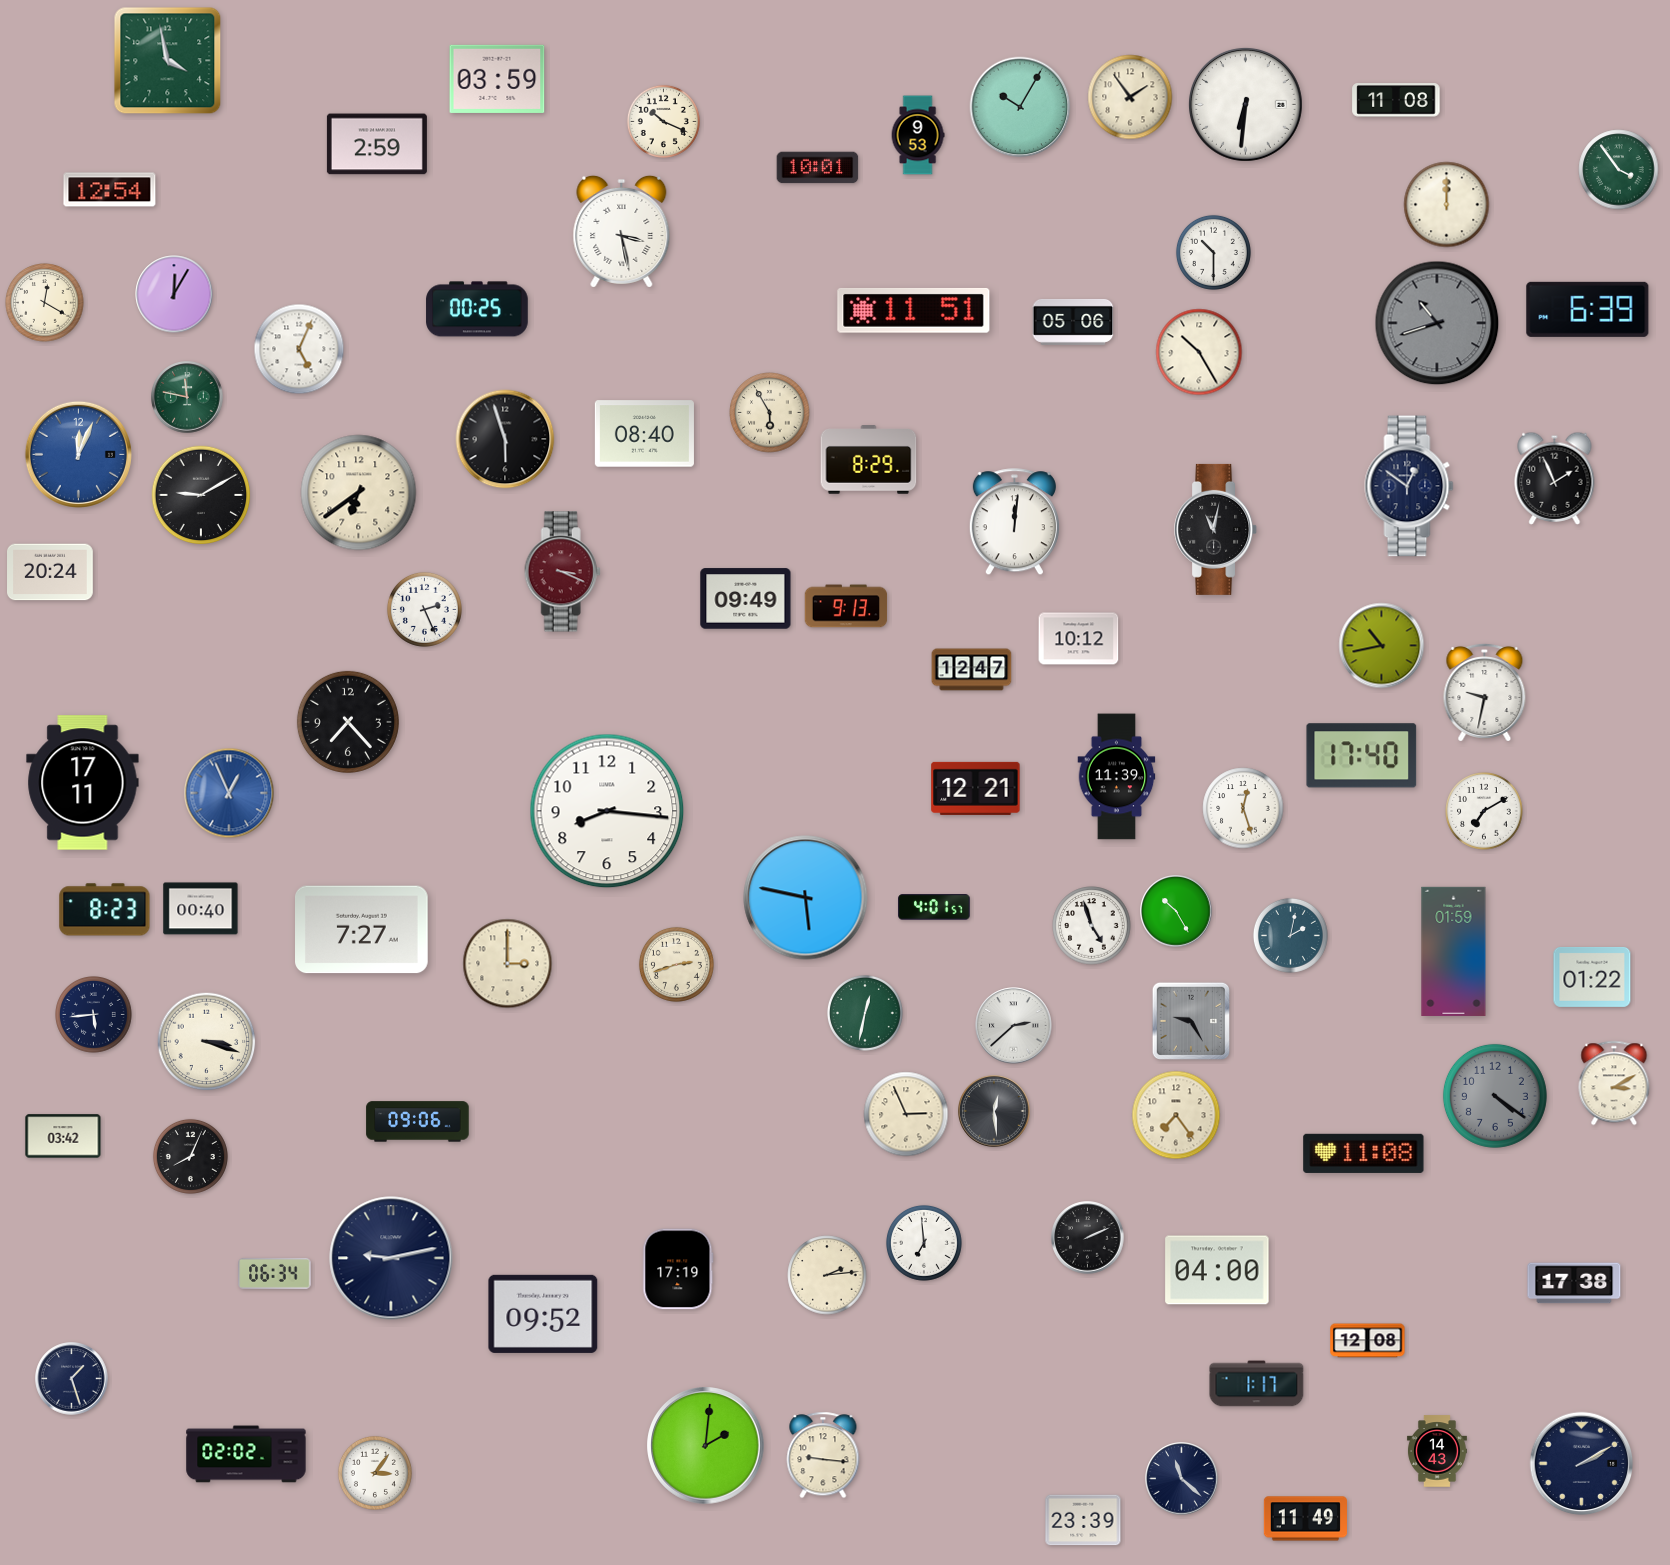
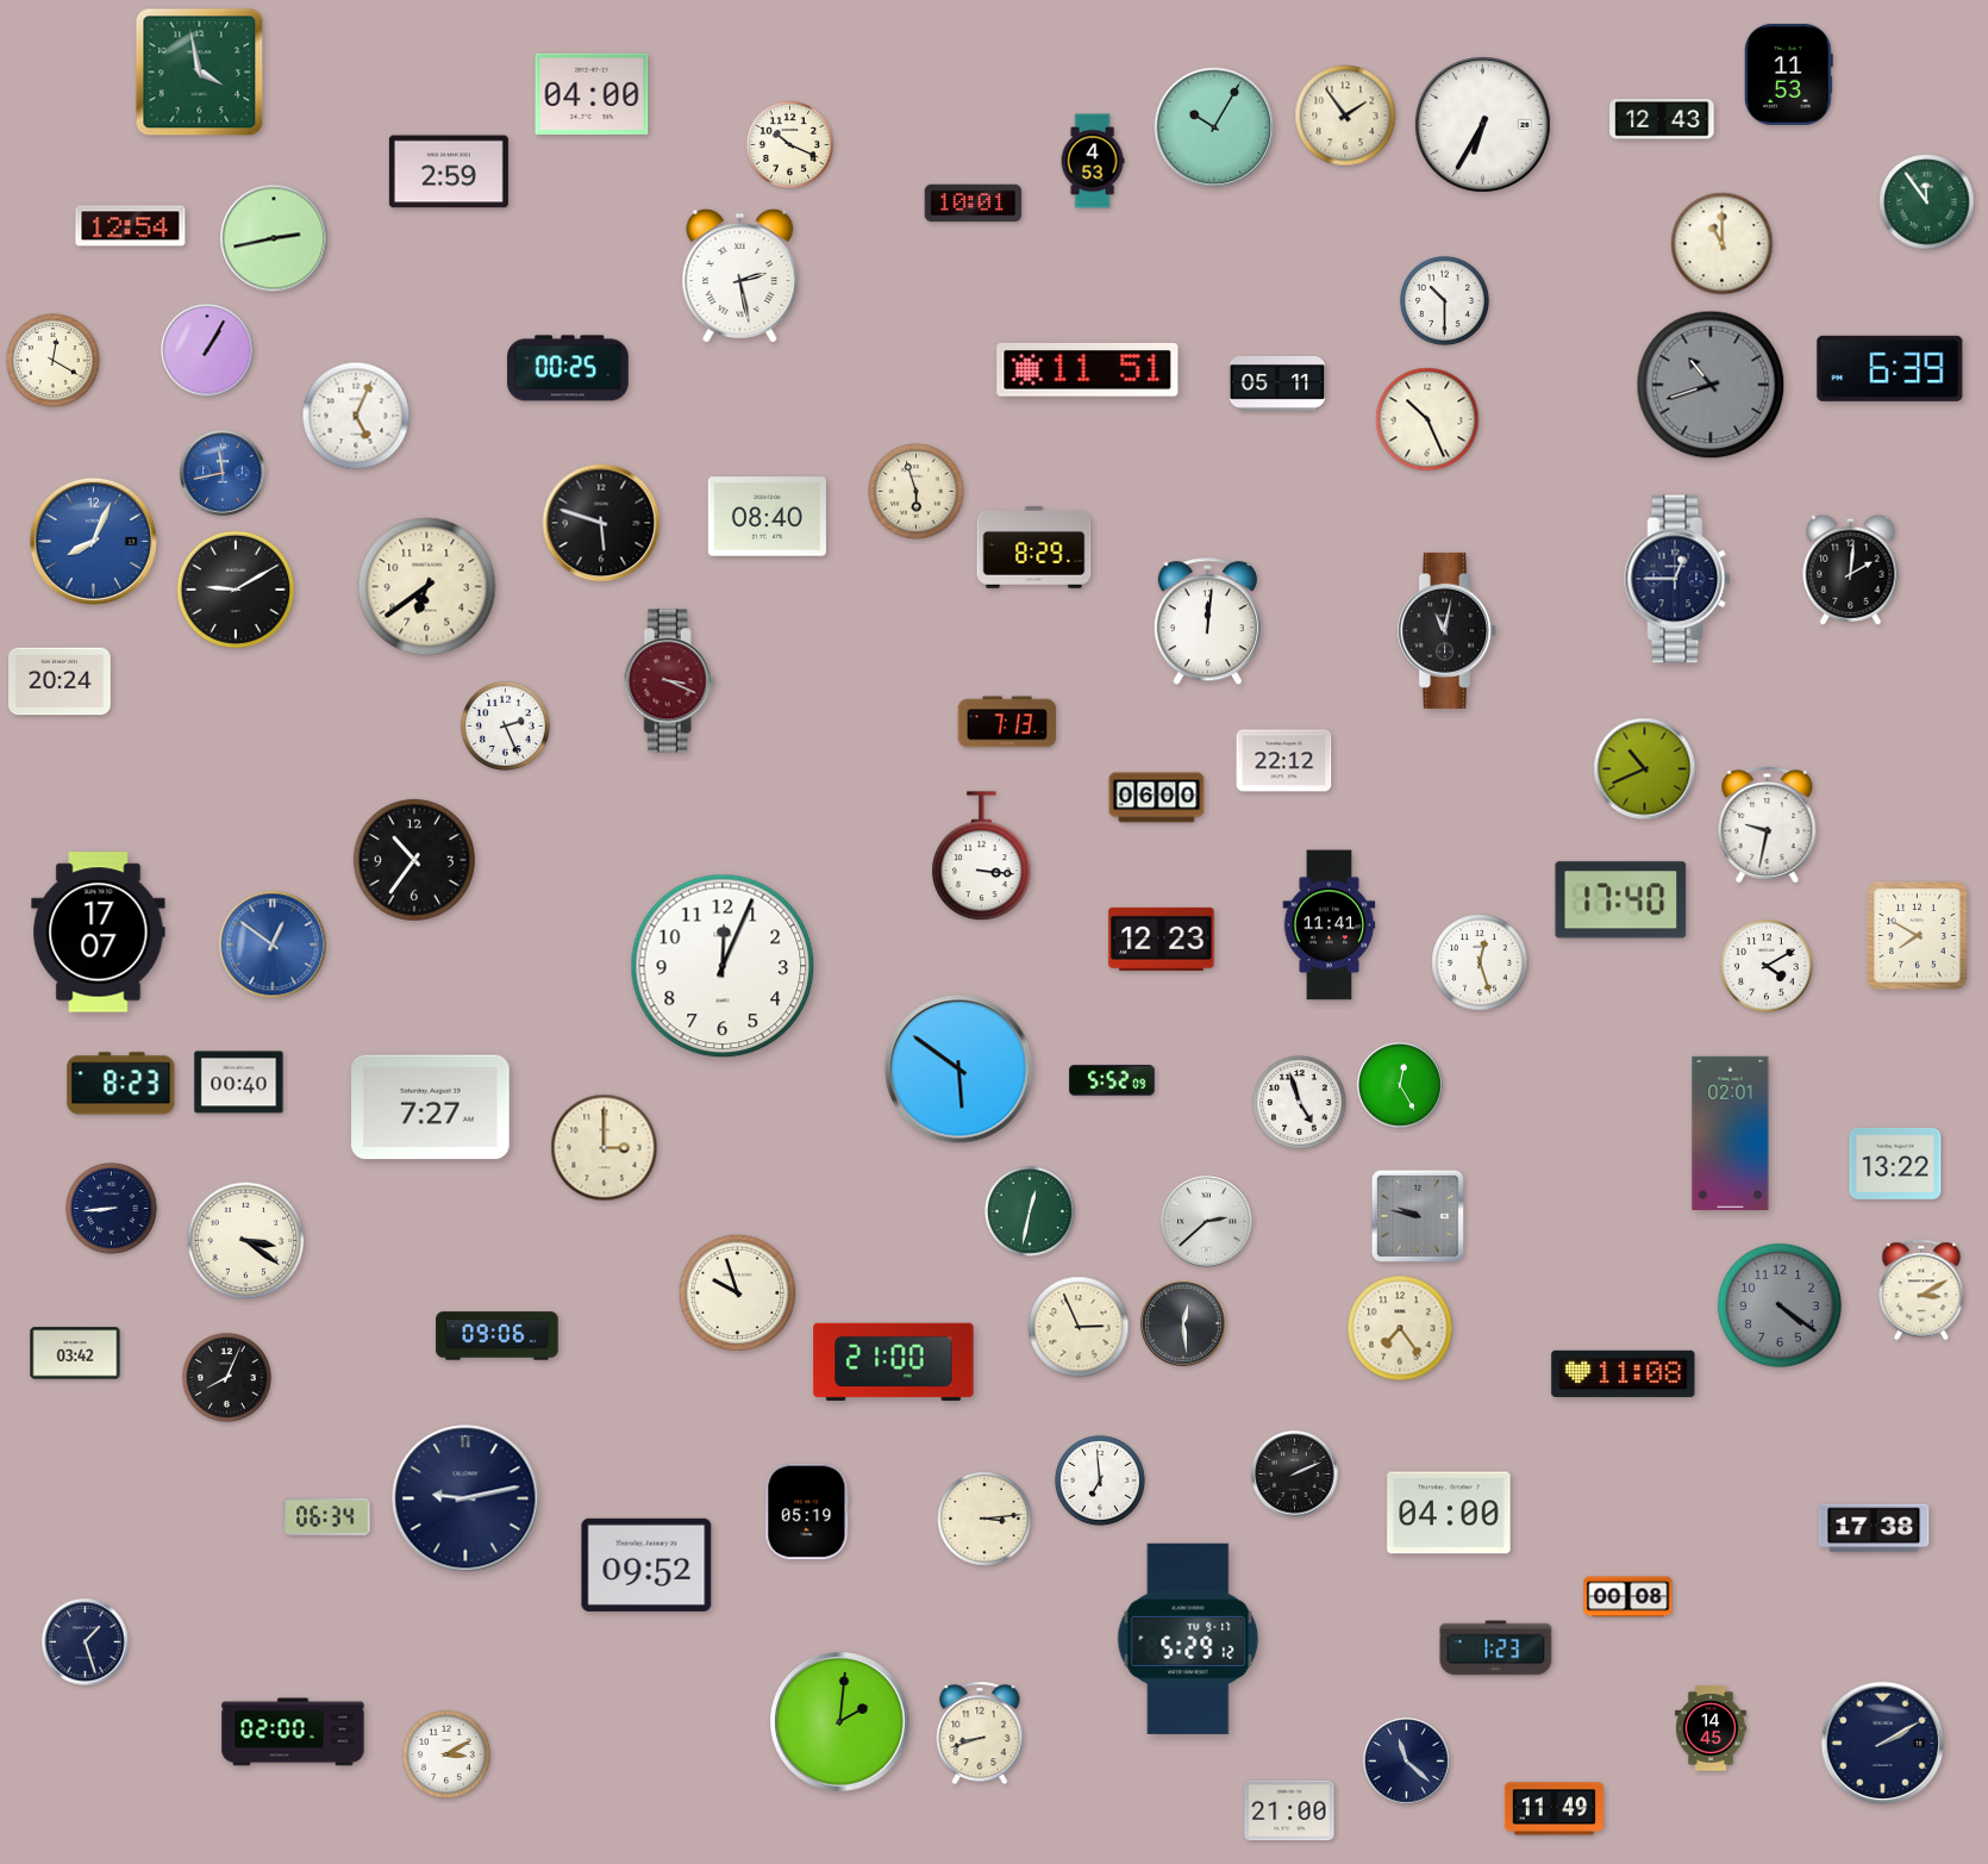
clock at (1788, 74): none -> 11:53
clock at (497, 79): 03:59 -> 04:00
clock at (1396, 100): 11:08 -> 12:43
clock at (1245, 104): 6:31 -> 6:35
clock at (918, 135): 9:53 -> 4:53
clock at (818, 168) position: (818, 168) -> (974, 204)
clock at (1619, 170): 3:54 -> 11:54
clock at (274, 238): none -> 2:43
clock at (1447, 205): 12:00 -> 11:00
clock at (622, 231): 3:28 -> 2:28
clock at (174, 294): 12:05 -> 1:05
clock at (1073, 322): 05:06 -> 05:11
clock at (1199, 352): 10:25 -> 10:26
clock at (187, 397): 11:47 -> 11:43
clock at (187, 397) dial: green -> blue
clock at (770, 413): 5:55 -> 5:57
clock at (505, 439): 5:57 -> 5:48
clock at (78, 454): 12:04 -> 8:04
clock at (1555, 478): 1:56 -> 2:01
clock at (1409, 486): 12:51 -> 12:45
clock at (201, 495) position: (201, 495) -> (236, 590)
clock at (746, 599): 09:49 -> none
clock at (846, 606): 9:13 -> 7:13
clock at (1079, 639): 10:12 -> 22:12
clock at (1382, 646): 10:43 -> 10:41
clock at (972, 670): 12:47 -> 06:00
clock at (982, 856): none -> 3:16
clock at (348, 722): 7:23 -> 10:36
clock at (1117, 777): 11:39 -> 11:41
clock at (83, 783): 17:11 -> 17:07
clock at (1918, 936): none -> 7:50
clock at (976, 788): 12:21 -> 12:23
clock at (229, 793): 12:56 -> 12:51
clock at (607, 811): 8:16 -> 12:04
clock at (1484, 811): 7:10 -> 4:10
clock at (806, 898): 5:47 -> 5:51
clock at (934, 907): 4:01 -> 5:52
clock at (105, 910) position: (105, 910) -> (121, 1084)
clock at (1176, 911): 10:25 -> 12:25
clock at (1290, 935): 2:02 -> none
clock at (1454, 951): 01:59 -> 02:01
clock at (676, 964): 2:42 -> none
clock at (1592, 977): 01:22 -> 13:22
clock at (865, 1013) position: (865, 1013) -> (1030, 1211)
clock at (94, 1015): 5:44 -> 8:44
clock at (1190, 1020): 9:25 -> 9:47
clock at (207, 1042): 3:18 -> 3:21
clock at (738, 1293): none -> 9:57
clock at (894, 1363): none -> 21:00
clock at (678, 1269): 17:19 -> 05:19
clock at (827, 1275): 2:14 -> 3:14
clock at (1368, 1341): 12:08 -> 00:08
clock at (1188, 1639): none -> 5:29
clock at (1257, 1384): 1:17 -> 1:23
clock at (1437, 1451): 14:43 -> 14:45
clock at (246, 1454): 02:02 -> 02:00
clock at (823, 1455): 9:16 -> 8:42
clock at (375, 1473): 3:06 -> 3:10
clock at (1083, 1520): 23:39 -> 21:00
